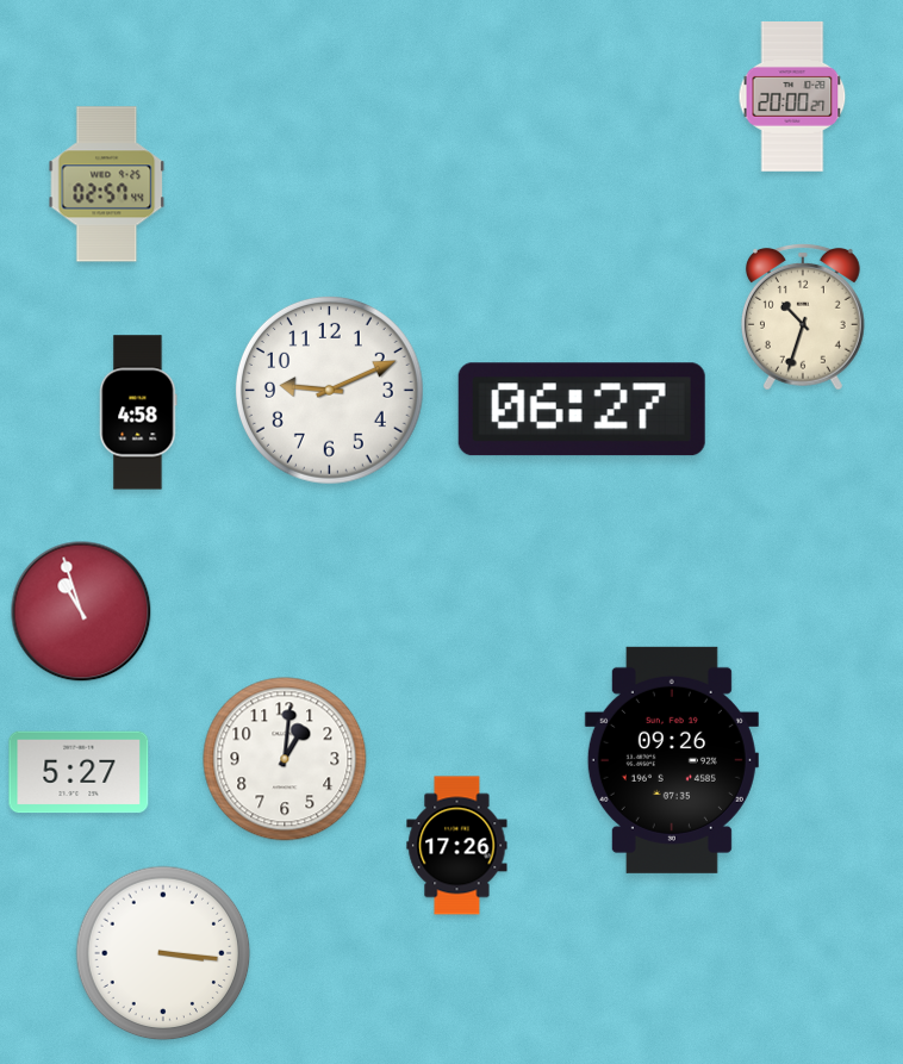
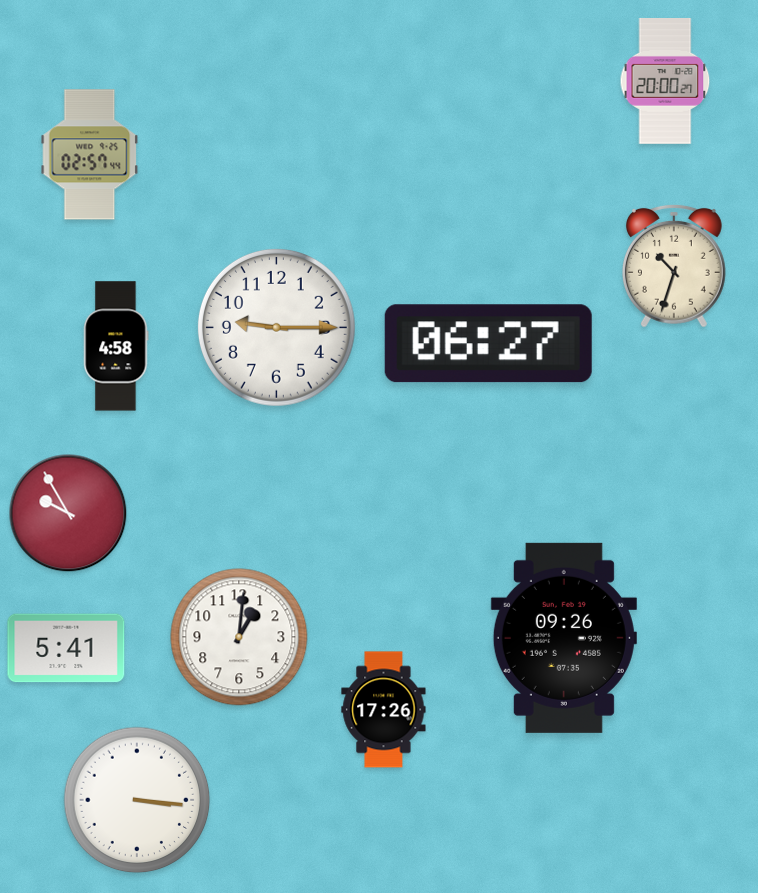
clock at (329, 390): 9:11 -> 9:15
clock at (81, 611): 10:57 -> 9:55
clock at (79, 772): 5:27 -> 5:41
